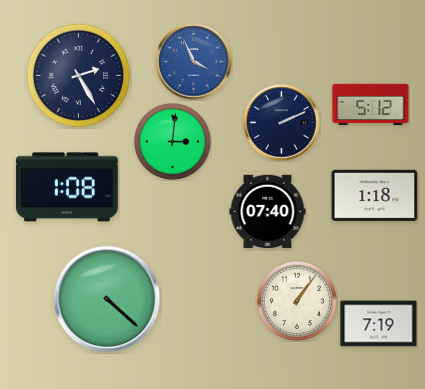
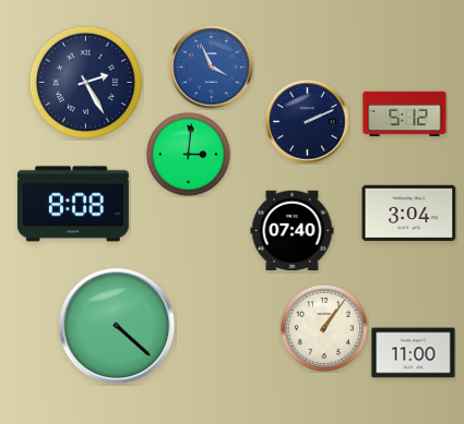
clock at (282, 123) position: (282, 123) -> (308, 122)
clock at (67, 187): 1:08 -> 8:08
clock at (375, 195): 1:18 -> 3:04
clock at (379, 324): 7:19 -> 11:00
